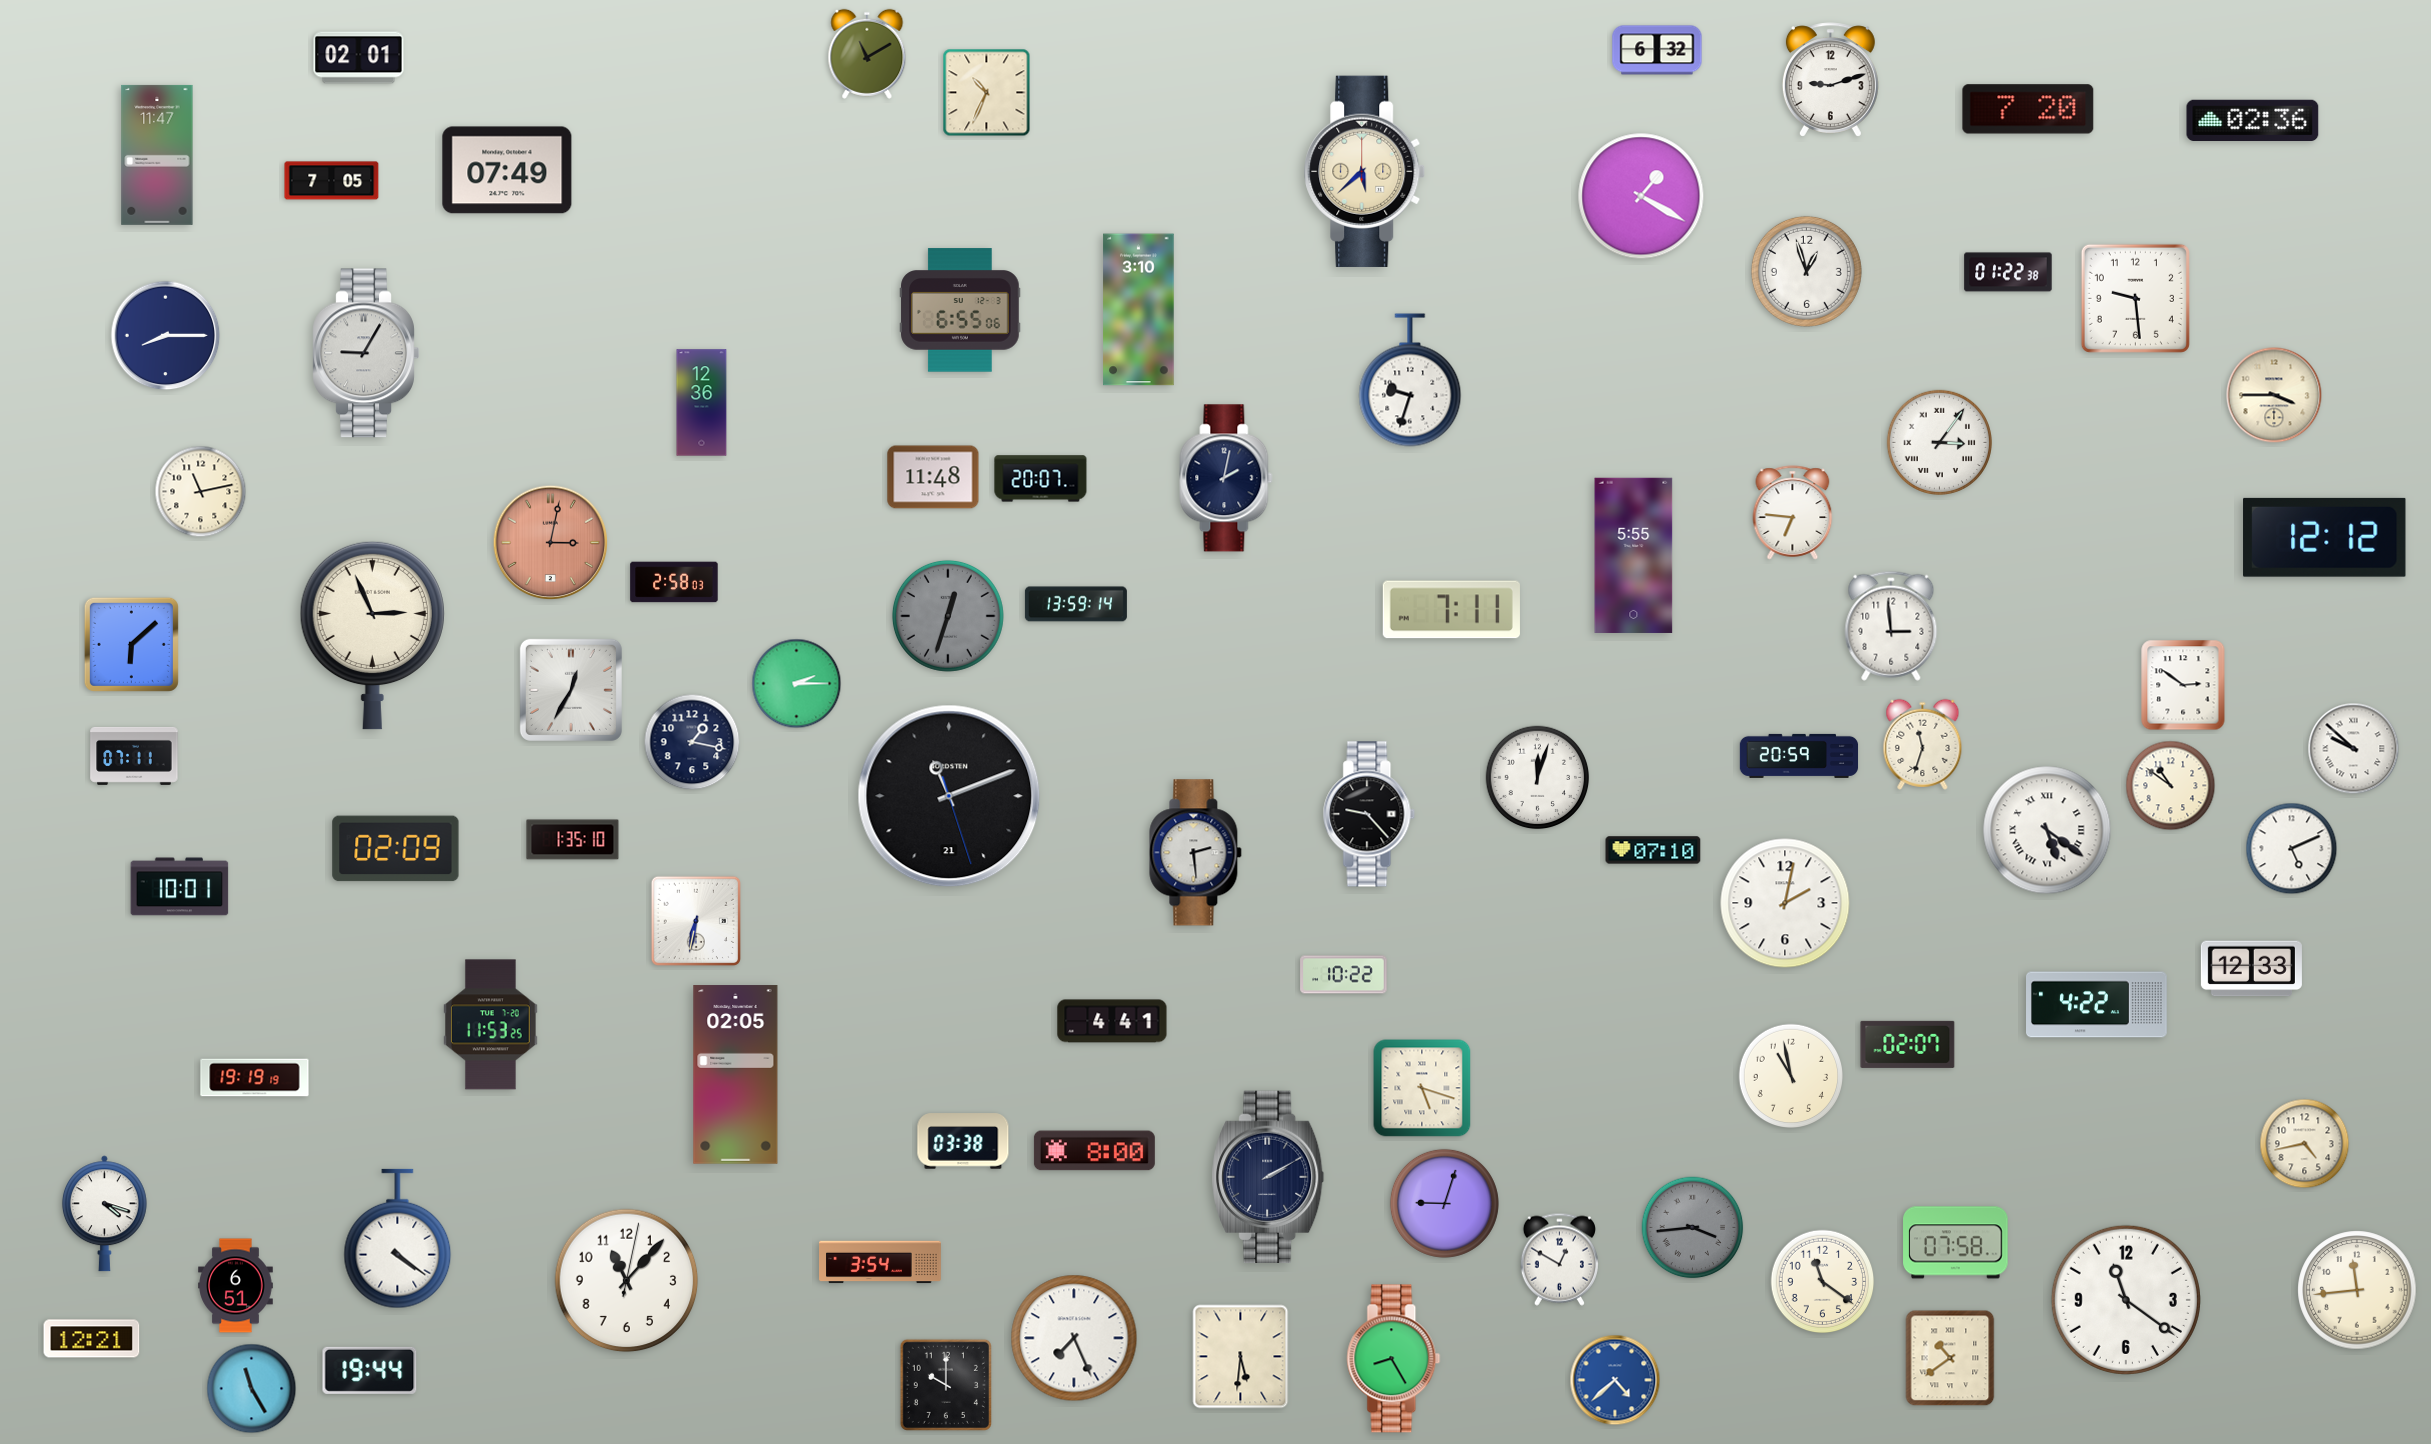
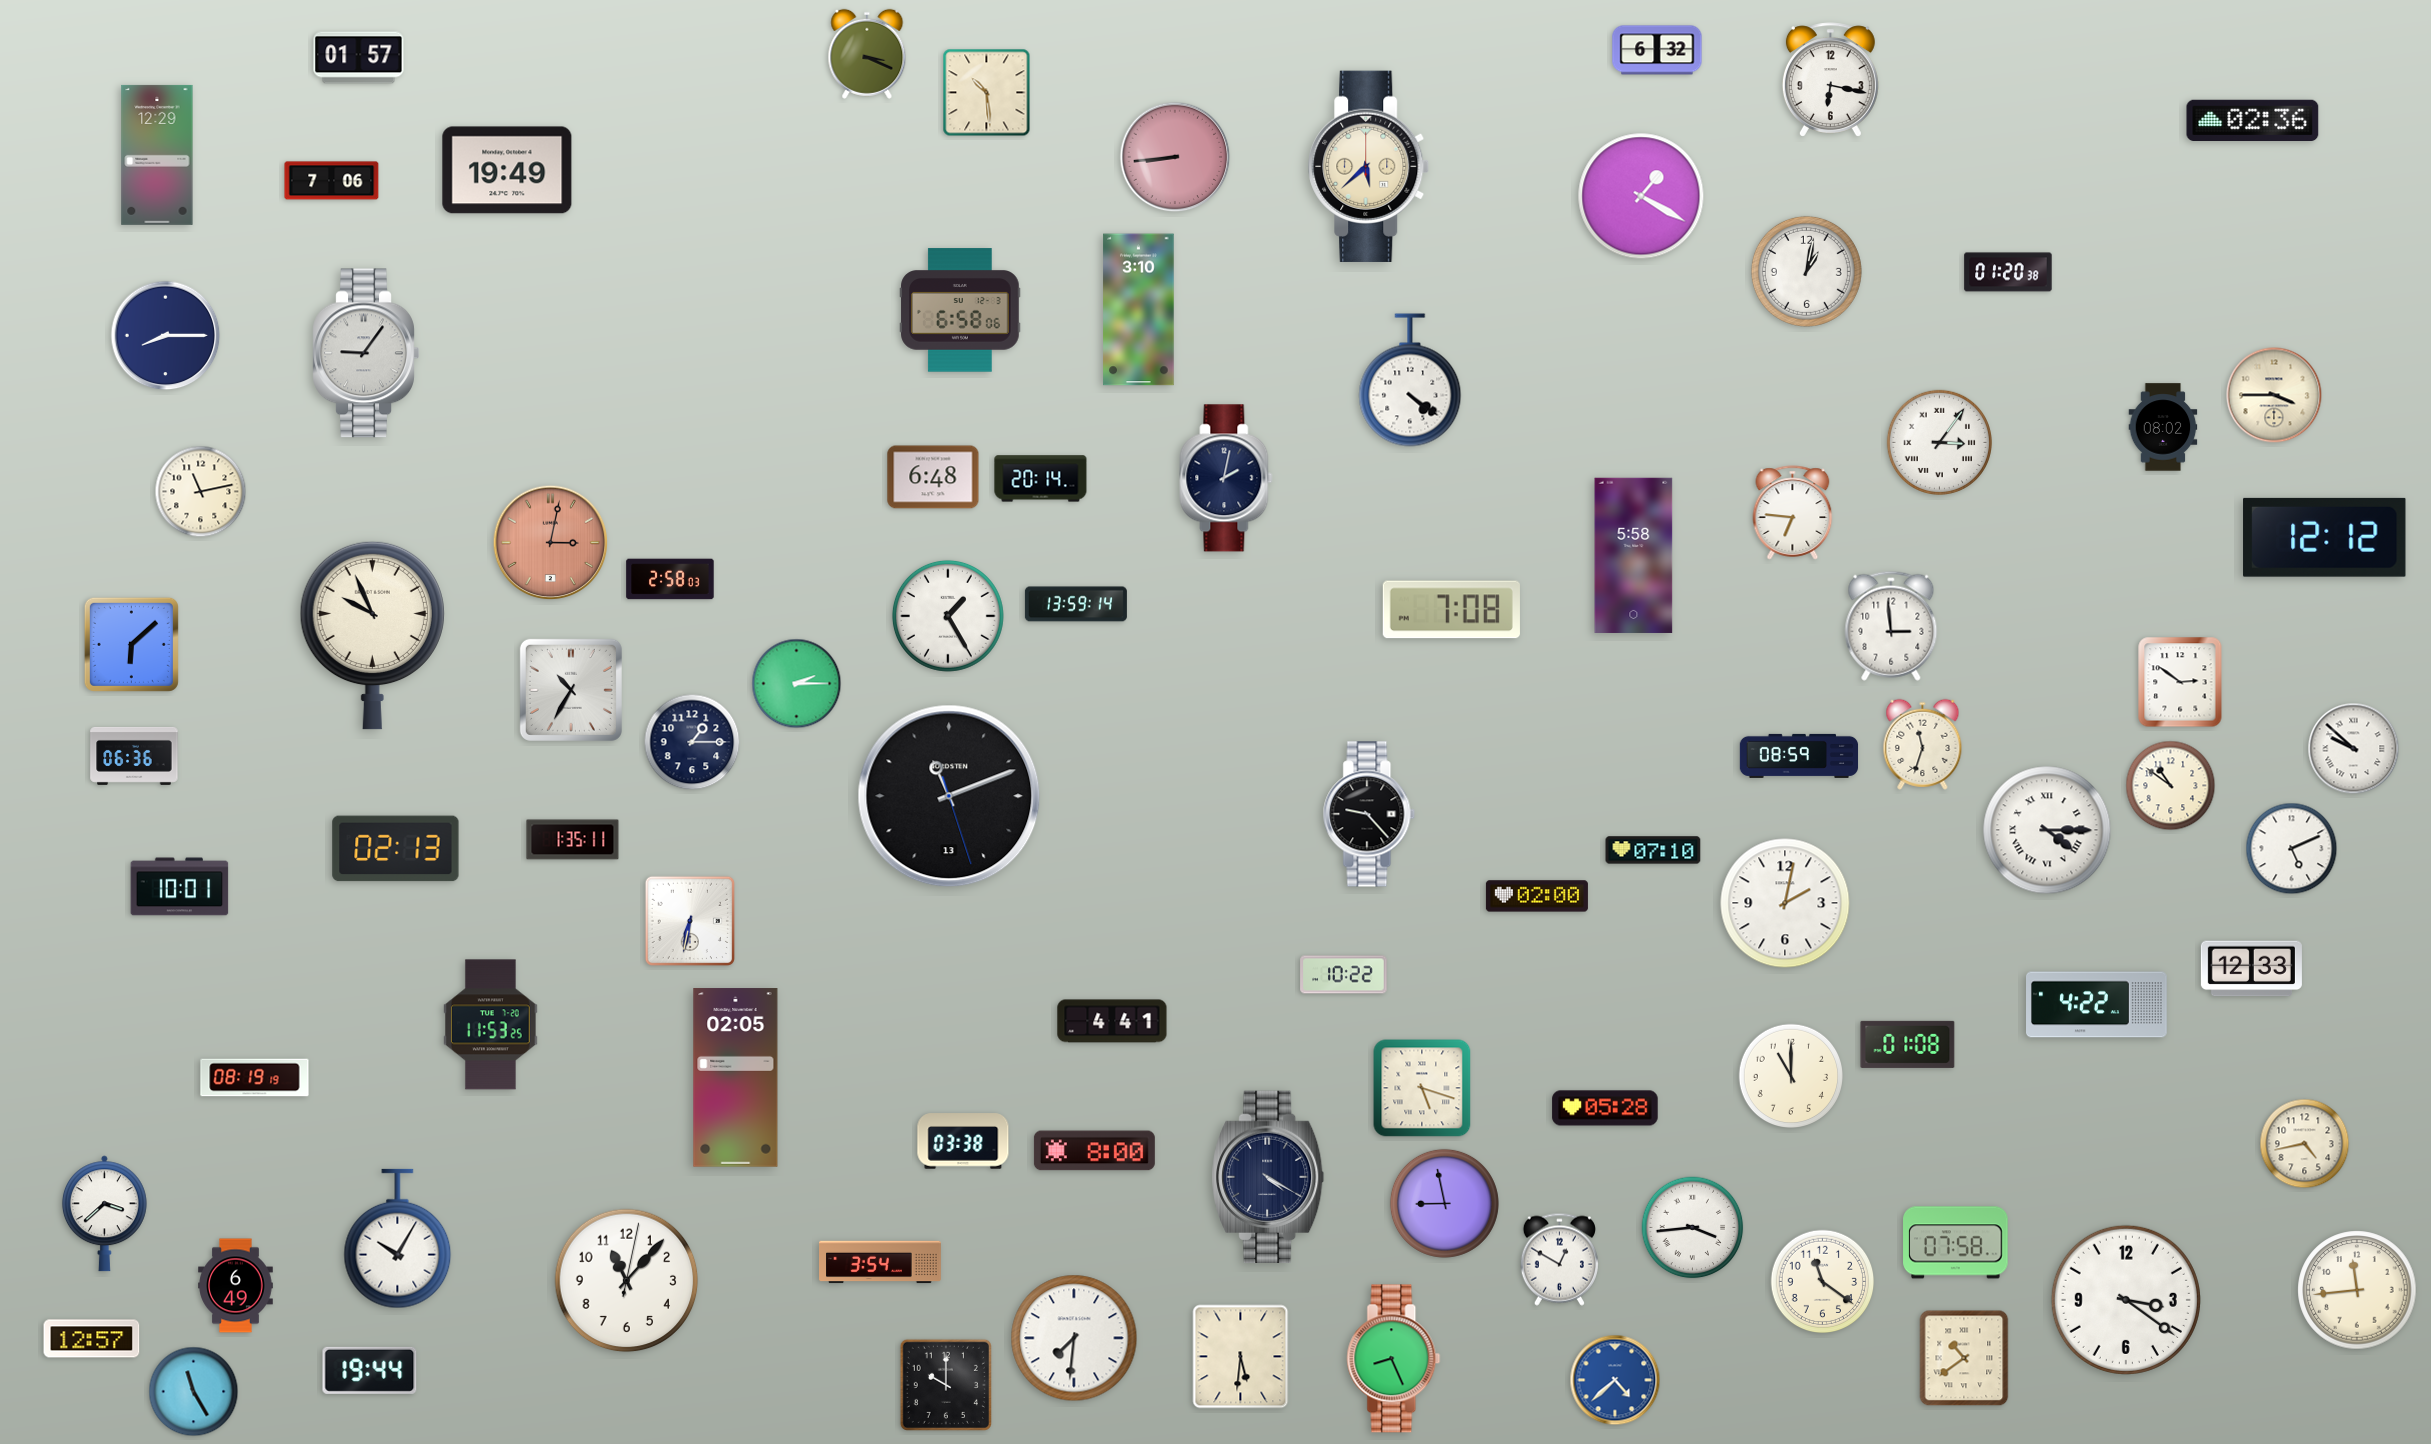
clock at (867, 54): 11:10 -> 3:19
clock at (359, 58): 02:01 -> 01:57
clock at (1830, 80): 9:12 -> 6:17
clock at (987, 93): 10:34 -> 10:29
clock at (2028, 109): 7:20 -> none
clock at (157, 155): 11:47 -> 12:29
clock at (1175, 157): none -> 8:44
clock at (507, 170): 07:49 -> 19:49
clock at (1365, 171) position: (1365, 171) -> (1369, 166)
clock at (332, 181): 7:05 -> 7:06
clock at (1806, 271): 12:57 -> 1:02
clock at (2008, 272): 01:22 -> 01:20
clock at (2135, 298): 9:29 -> none
clock at (960, 310): 6:55 -> 6:58
clock at (366, 353): 9:05 -> 9:06
clock at (1410, 380): 9:33 -> 4:21
clock at (702, 403): 12:36 -> none
clock at (2163, 427): none -> 08:02
clock at (933, 477): 11:48 -> 6:48
clock at (1041, 479): 20:07 -> 20:14
clock at (1634, 555): 5:55 -> 5:58
clock at (674, 582) position: (674, 582) -> (670, 579)
clock at (1451, 610): 7:11 -> 7:08
clock at (948, 616): 12:33 -> 1:25
clock at (948, 616) dial: grey -> white
clock at (372, 635): 2:56 -> 9:56
clock at (2183, 685) position: (2183, 685) -> (2180, 682)
clock at (571, 690): 12:35 -> 10:35
clock at (692, 742): 1:17 -> 1:15
clock at (134, 756): 07:11 -> 06:36
clock at (1799, 756): 20:59 -> 08:59
clock at (1538, 778): 12:03 -> none
clock at (949, 796) date: 21 -> 13
clock at (2047, 830): 5:21 -> 4:15
clock at (573, 840): 1:35:10 -> 1:35:11
clock at (396, 849): 02:09 -> 02:13
clock at (1196, 853): 2:29 -> none
clock at (1537, 896): none -> 02:00
clock at (695, 920) position: (695, 920) -> (689, 920)
clock at (1908, 1044): 02:07 -> 01:08
clock at (736, 1075) position: (736, 1075) -> (736, 1078)
clock at (1790, 1075): 10:58 -> 11:00
clock at (255, 1078): 19:19 -> 08:19
clock at (1605, 1108): none -> 05:28
clock at (1268, 1176): 2:10 -> 4:20
clock at (1444, 1203): 9:03 -> 8:58
clock at (104, 1214): 4:18 -> 3:38
clock at (1693, 1228) dial: grey -> white
clock at (398, 1239): 4:21 -> 10:05
clock at (236, 1286): 6:51 -> 6:49
clock at (2126, 1300): 11:21 -> 3:21
clock at (1074, 1338): 7:26 -> 7:31
clock at (92, 1339): 12:21 -> 12:57
clock at (1950, 1358) position: (1950, 1358) -> (1964, 1358)
clock at (1394, 1359): 8:25 -> 8:26
clock at (252, 1389) position: (252, 1389) -> (194, 1392)
